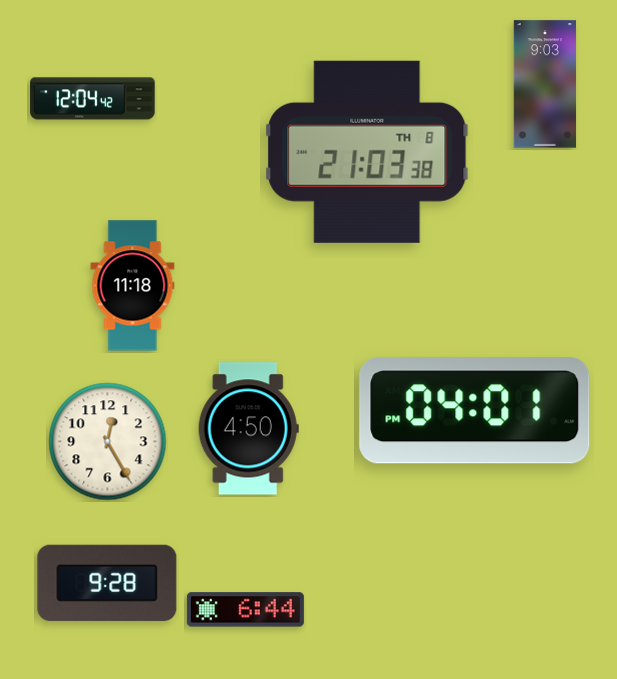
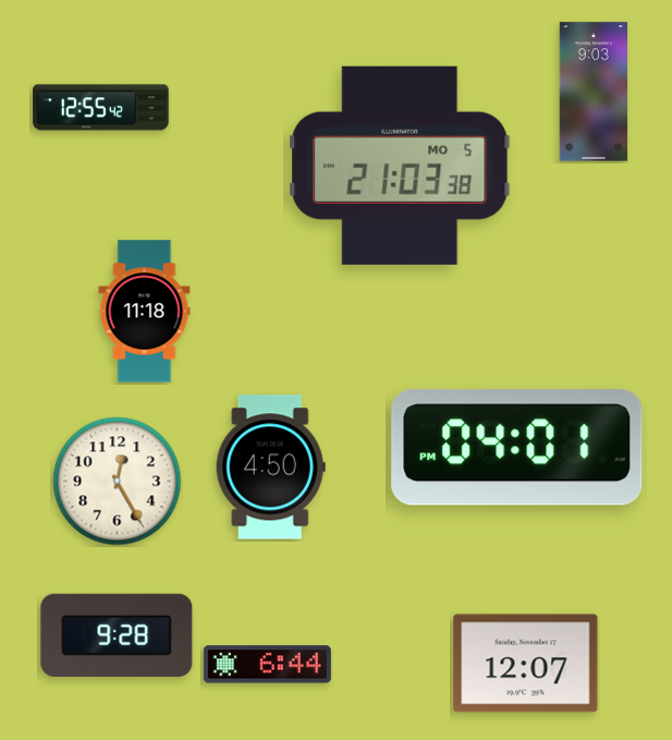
clock at (93, 99): 12:04 -> 12:55
clock at (367, 152) date: TH 8 -> MO 5
clock at (526, 664): none -> 12:07
